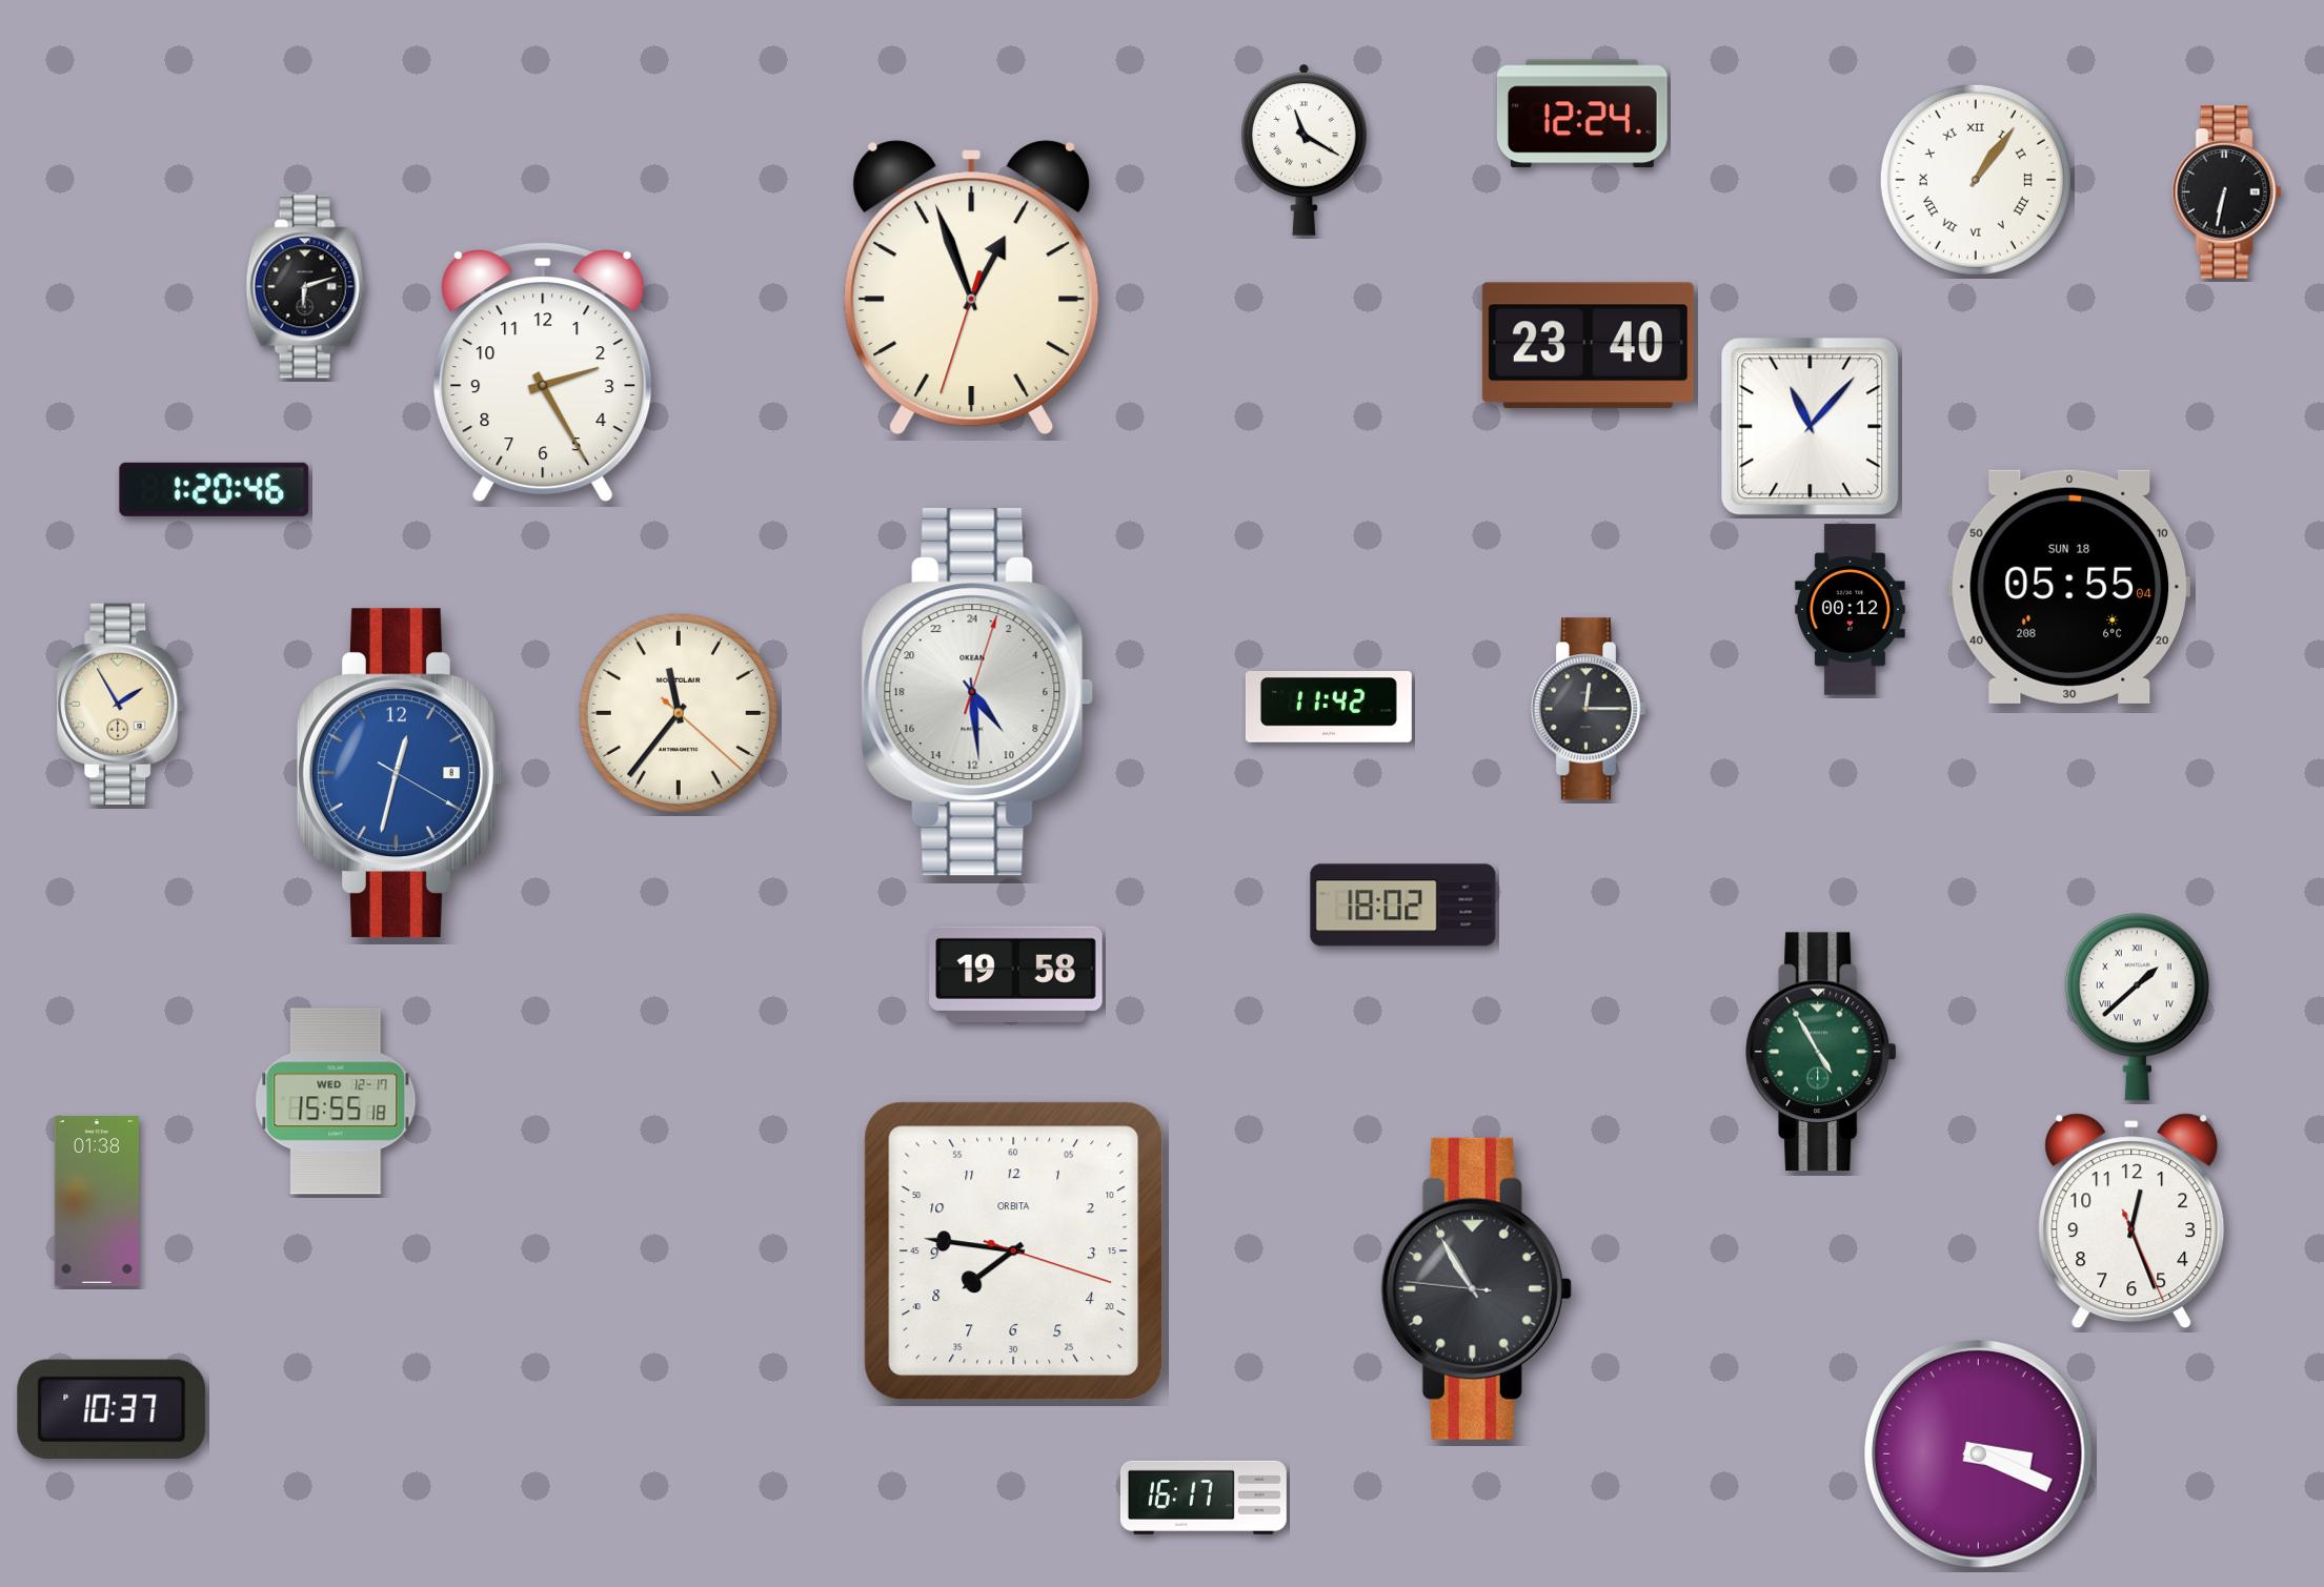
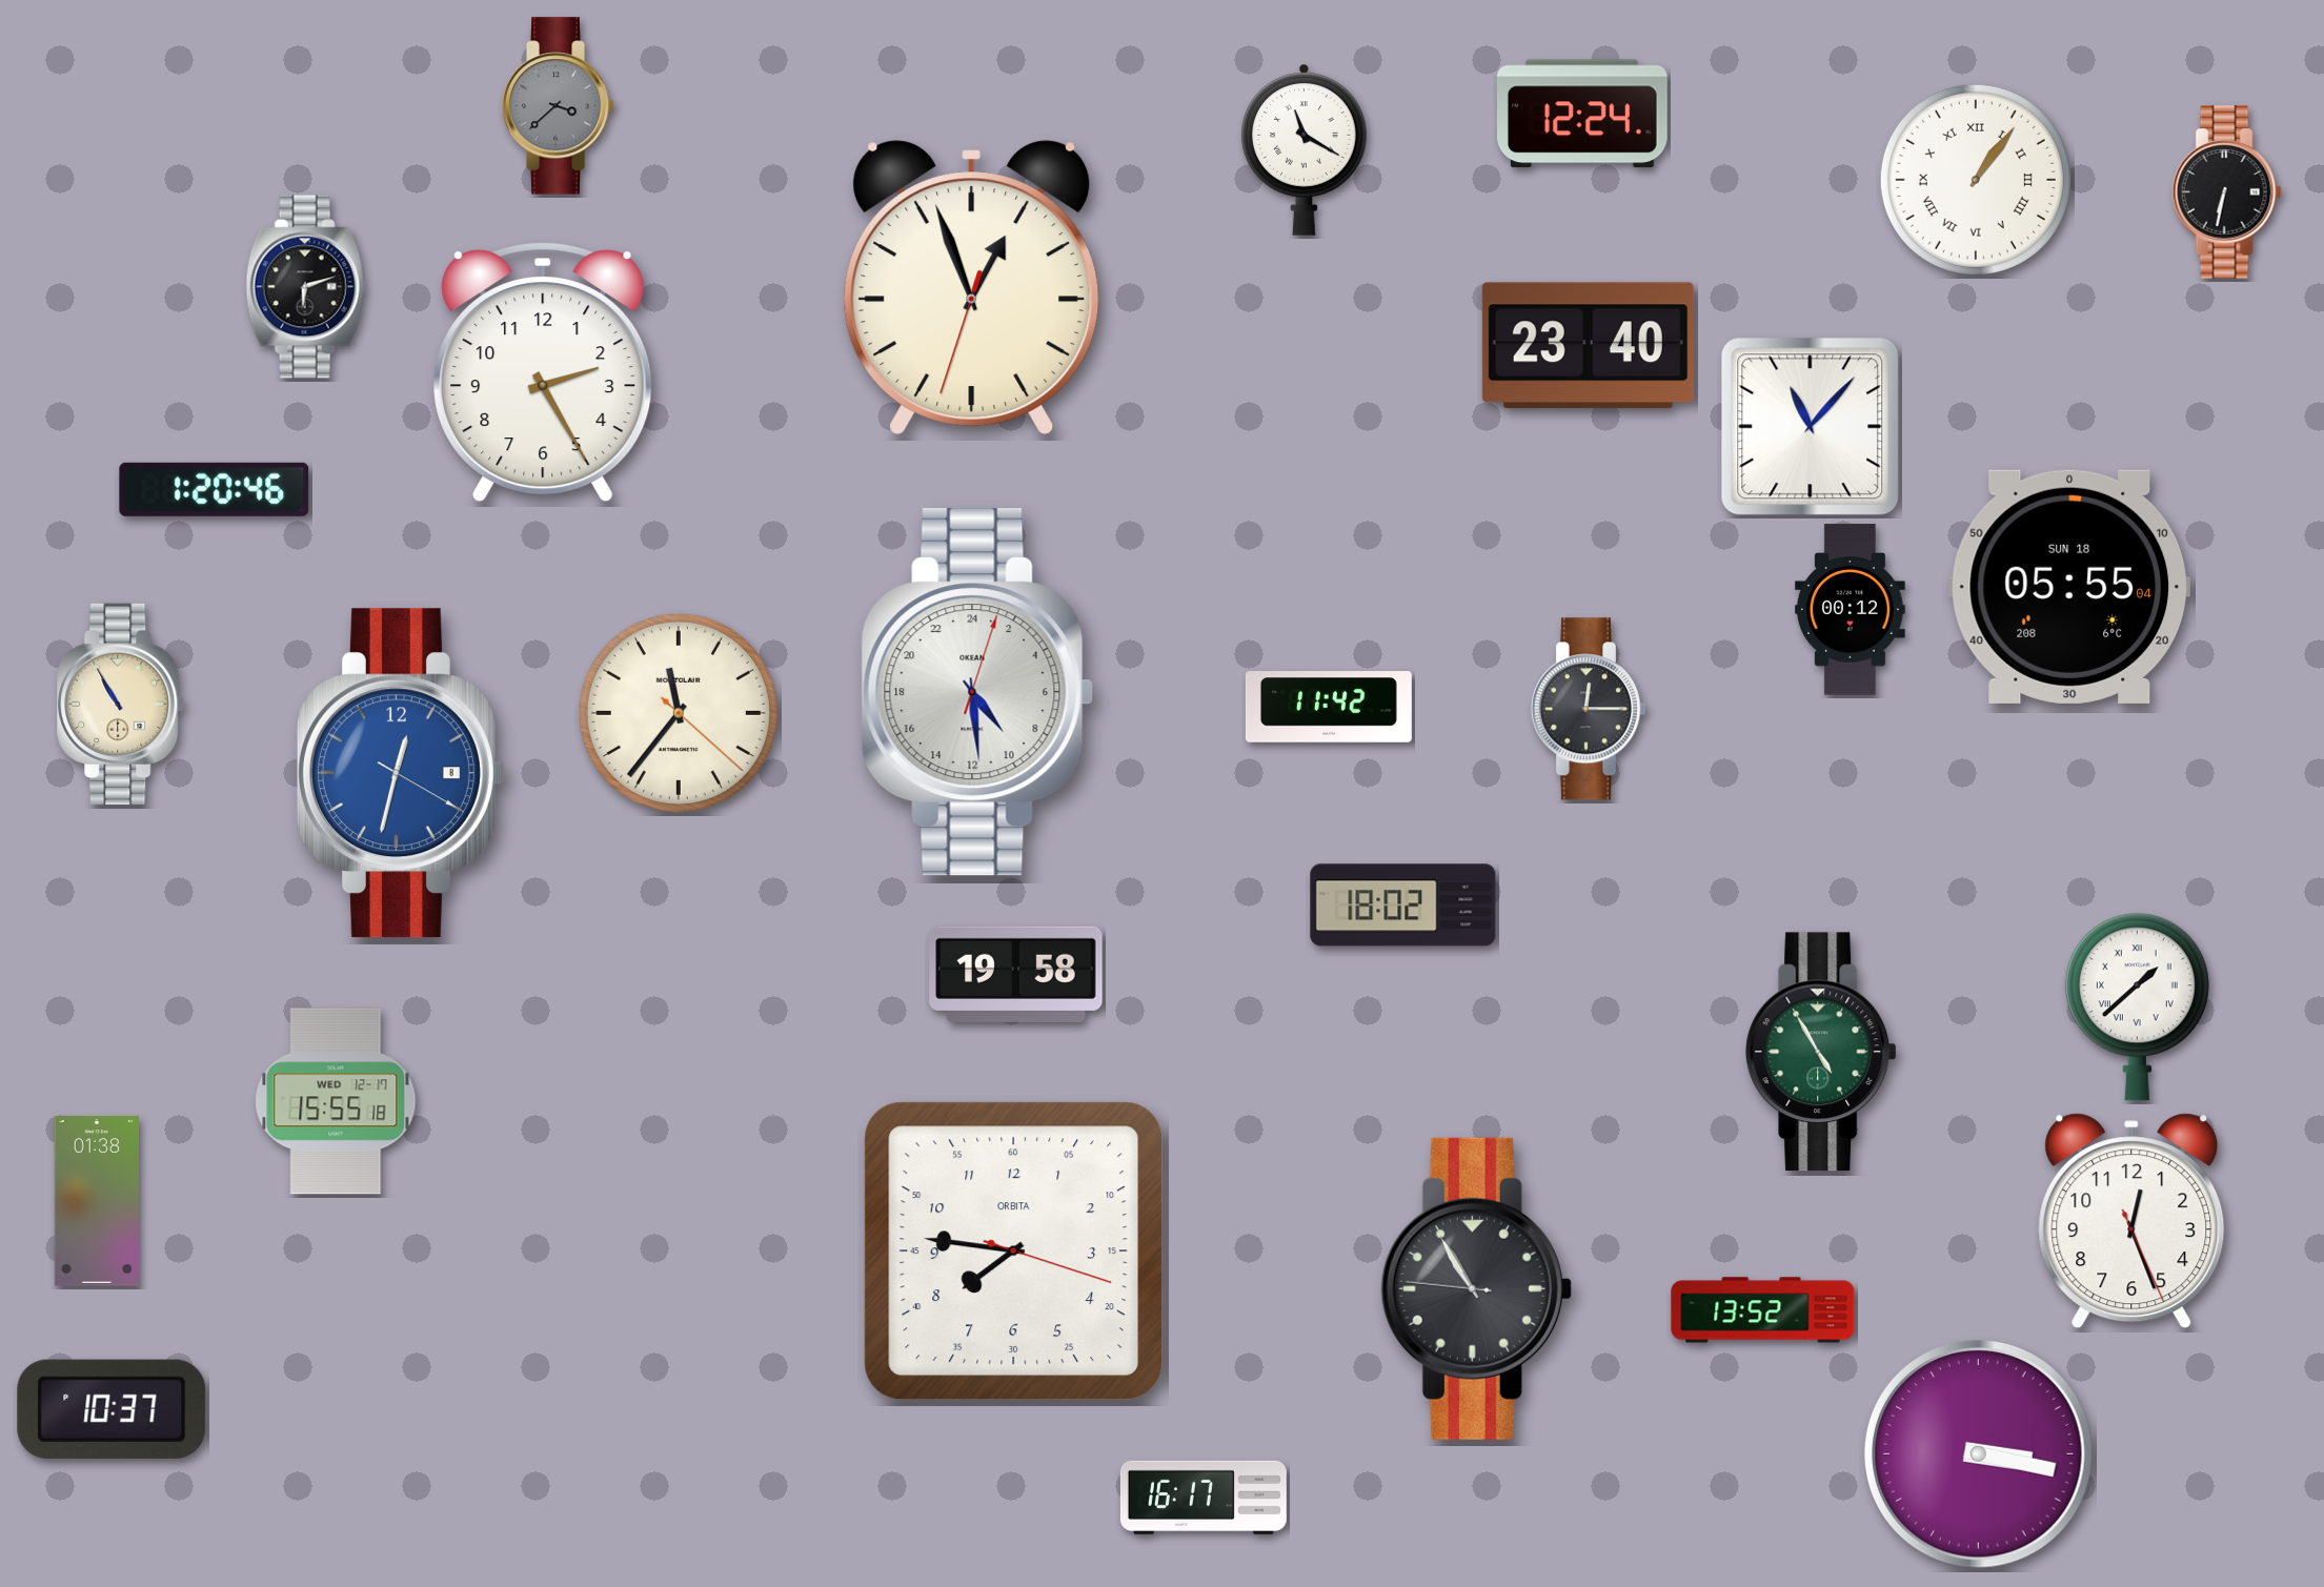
clock at (559, 106): none -> 3:38
clock at (121, 704): 1:55 -> 10:55
clock at (1763, 1310): none -> 13:52
clock at (1979, 1454): 3:19 -> 3:17
